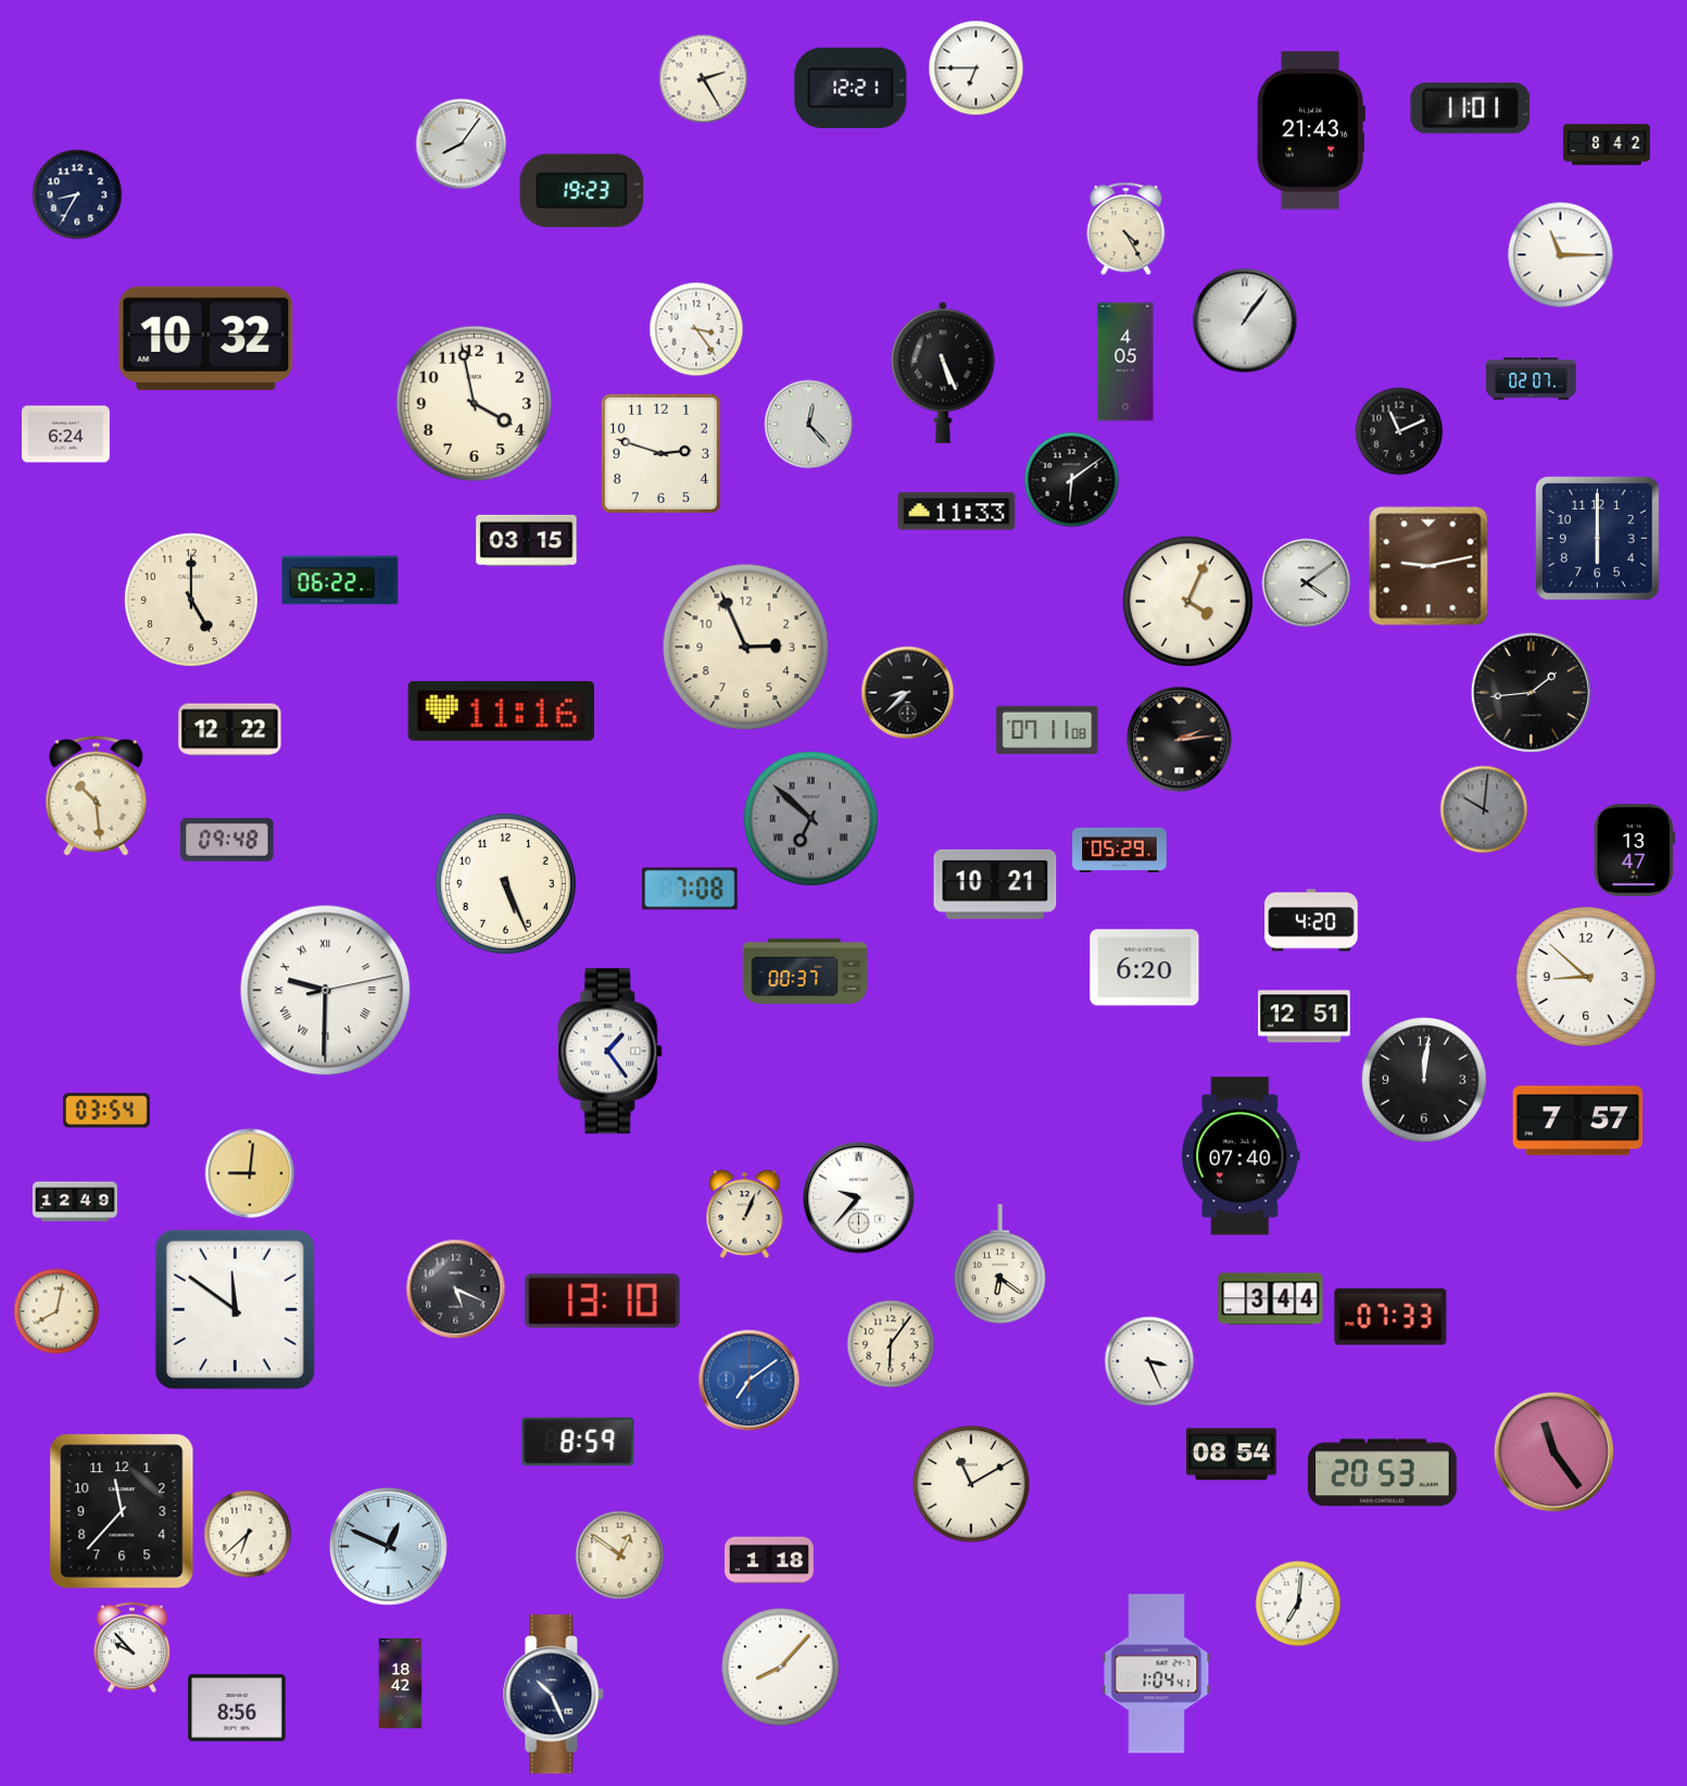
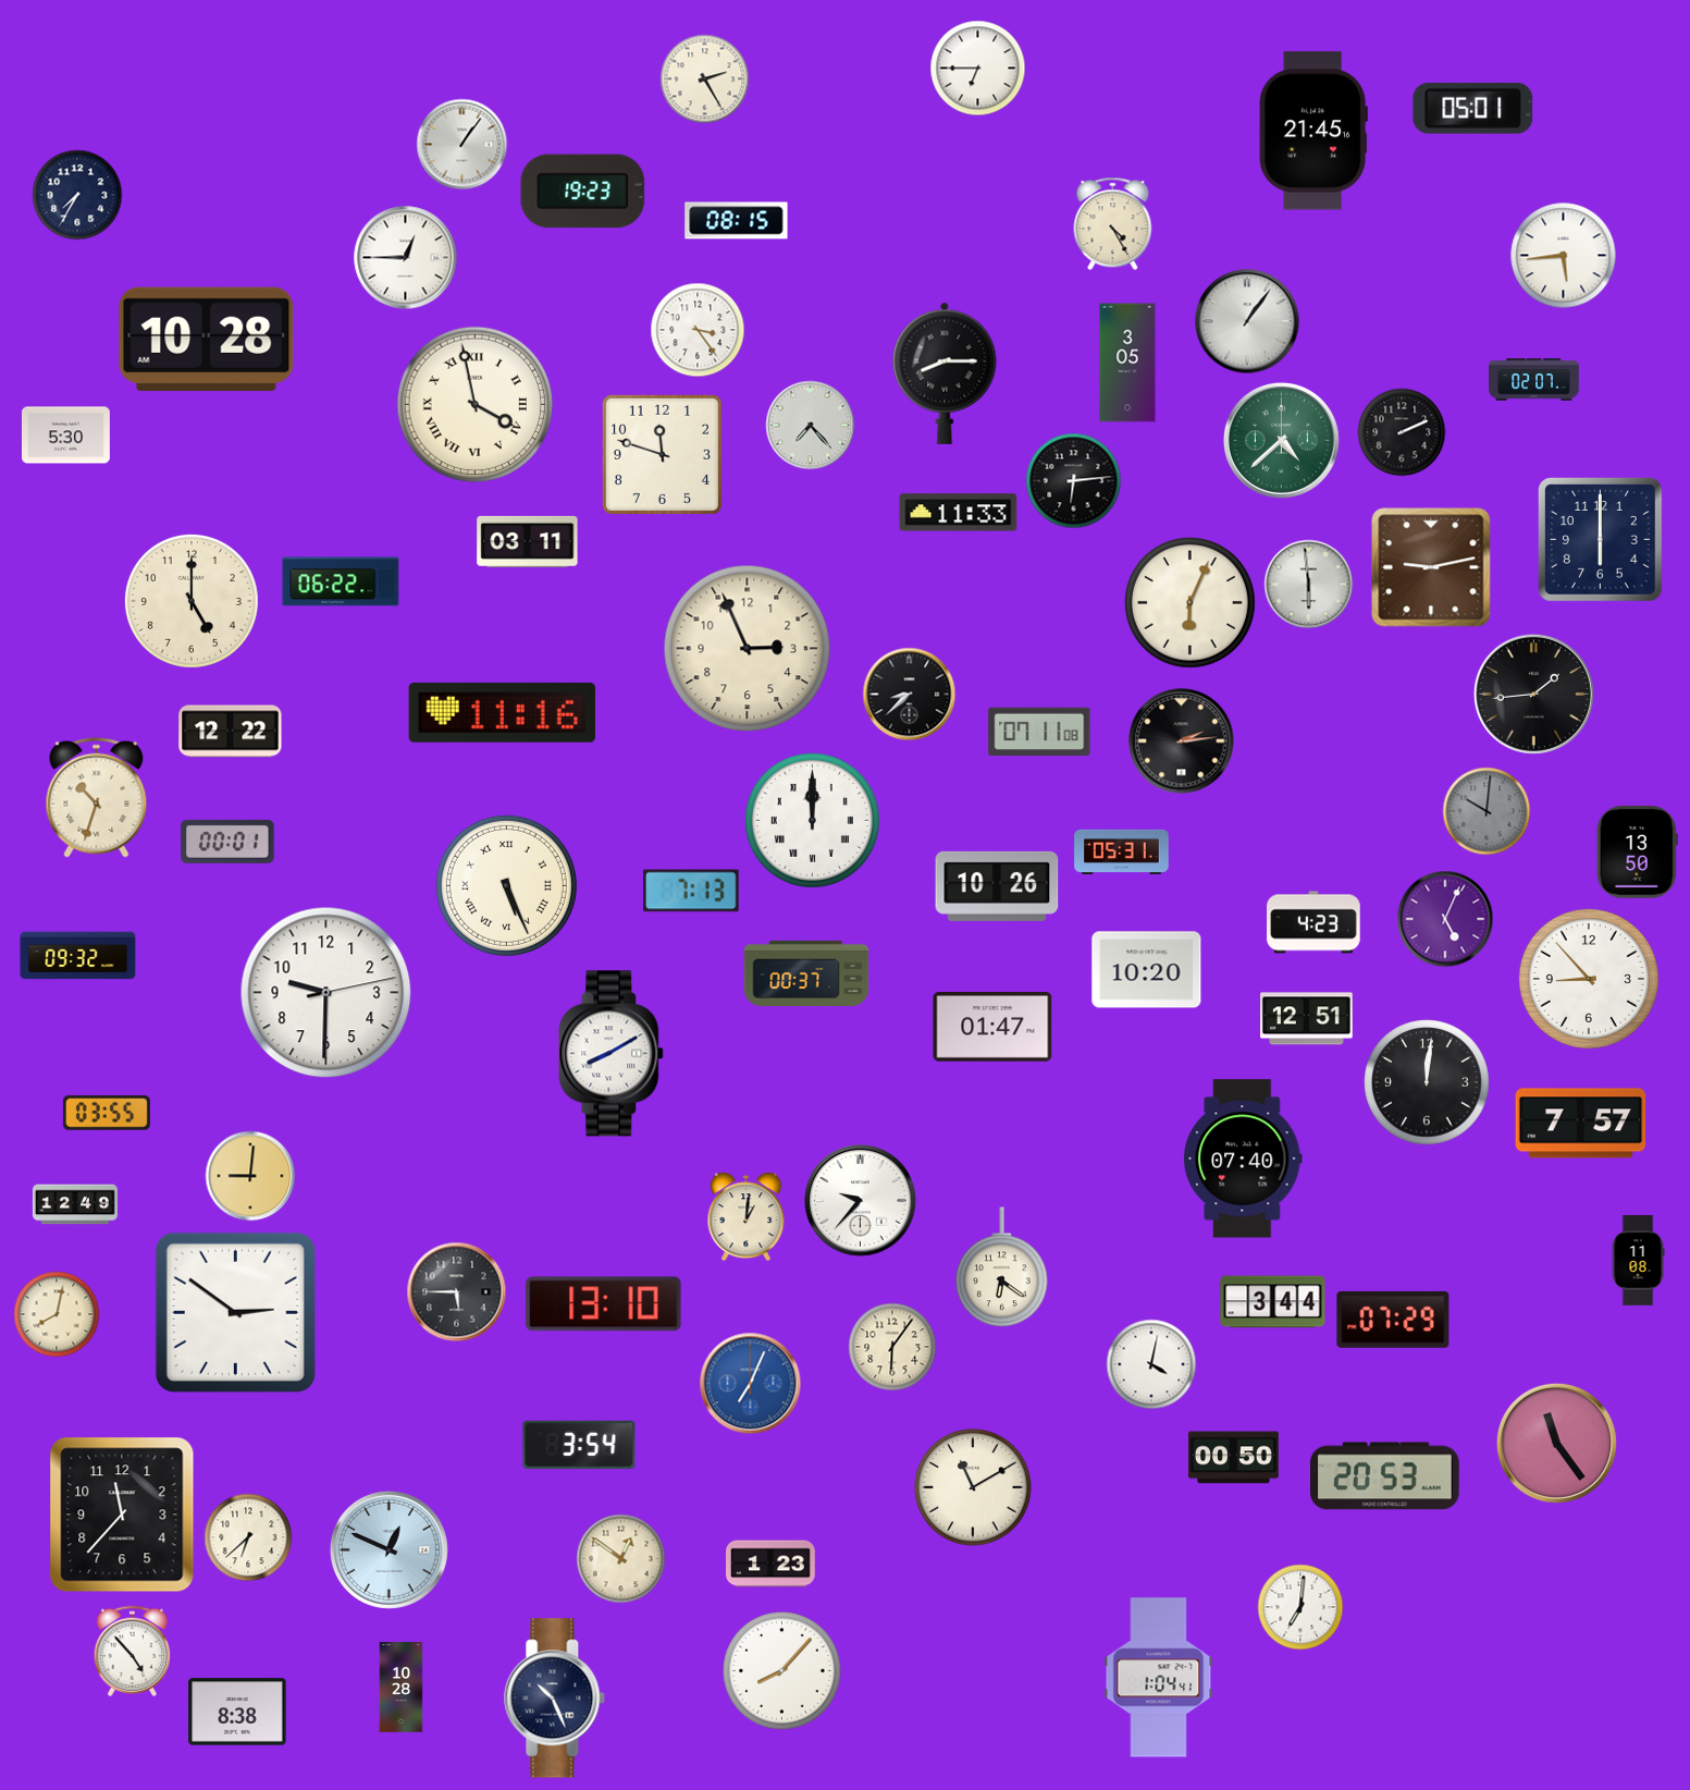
clock at (851, 88): 12:21 -> none
clock at (1471, 108): 11:01 -> 05:01
clock at (1311, 130): 21:43 -> 21:45
clock at (461, 143): 8:06 -> 1:06
clock at (1608, 144): 8:42 -> none
clock at (77, 194): 8:35 -> 7:35
clock at (737, 221): none -> 08:15
clock at (1126, 228) position: (1126, 228) -> (1113, 223)
clock at (1560, 254): 11:15 -> 5:44
clock at (405, 257): none -> 12:45
clock at (206, 338): 10:32 -> 10:28
clock at (1125, 362): 4:05 -> 3:05
clock at (943, 373): 5:26 -> 8:15
clock at (474, 403) numerals: Arabic -> Roman
clock at (808, 424): 12:23 -> 7:23
clock at (1399, 431): 11:11 -> 2:11
clock at (66, 435): 6:24 -> 5:30
clock at (1281, 440): none -> 4:38
clock at (660, 453): 2:48 -> 11:48
clock at (1071, 479): 6:09 -> 6:14
clock at (527, 540): 03:15 -> 03:11
clock at (1306, 582): 4:09 -> 5:59
clock at (1187, 601): 4:04 -> 6:04
clock at (1047, 729) position: (1047, 729) -> (1039, 731)
clock at (97, 795): 10:29 -> 10:33
clock at (810, 818): 6:52 -> 12:00
clock at (810, 818) dial: grey -> white
clock at (227, 840): 09:48 -> 00:01
clock at (1120, 850): 05:29 -> 05:31
clock at (1634, 851): 13:47 -> 13:50
clock at (505, 883) numerals: Arabic -> Roman
clock at (995, 884): 10:21 -> 10:26
clock at (690, 889): 7:08 -> 7:13
clock at (1445, 919): none -> 5:04
clock at (1311, 920): 4:20 -> 4:23
clock at (78, 956): none -> 09:32
clock at (1145, 968): 6:20 -> 10:20
clock at (1586, 977): 8:52 -> 8:53
clock at (326, 991) numerals: Roman -> Arabic
clock at (992, 1028): none -> 01:47
clock at (610, 1052): 1:24 -> 8:10
clock at (106, 1110): 03:54 -> 03:55
clock at (745, 1213): 1:04 -> 1:01
clock at (1638, 1261): none -> 11:08
clock at (455, 1288): 5:19 -> 5:45
clock at (235, 1309): 11:51 -> 2:51
clock at (1390, 1317): 07:33 -> 07:29
clock at (1149, 1361): 3:26 -> 4:02
clock at (748, 1380): 7:09 -> 7:04
clock at (578, 1442): 8:59 -> 3:54
clock at (1553, 1451) position: (1553, 1451) -> (1556, 1443)
clock at (1232, 1455): 08:54 -> 00:50
clock at (770, 1560): 1:18 -> 1:23
clock at (133, 1647): 9:53 -> 4:53
clock at (401, 1684): 18:42 -> 10:28
clock at (237, 1708): 8:56 -> 8:38
